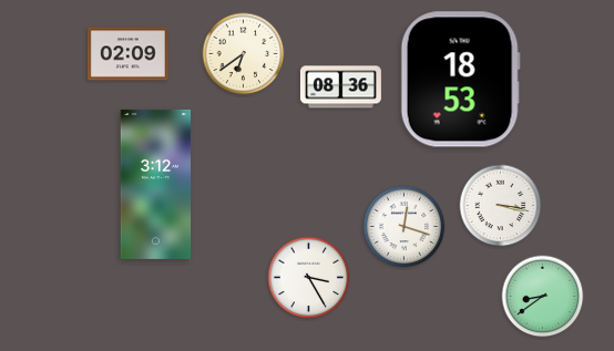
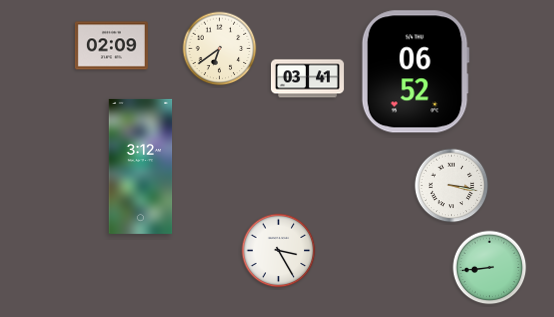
clock at (127, 54) position: (127, 54) -> (111, 46)
clock at (460, 80): 18:53 -> 06:52
clock at (340, 87): 08:36 -> 03:41
clock at (405, 227): 12:18 -> none
clock at (543, 297): 8:39 -> 8:44
